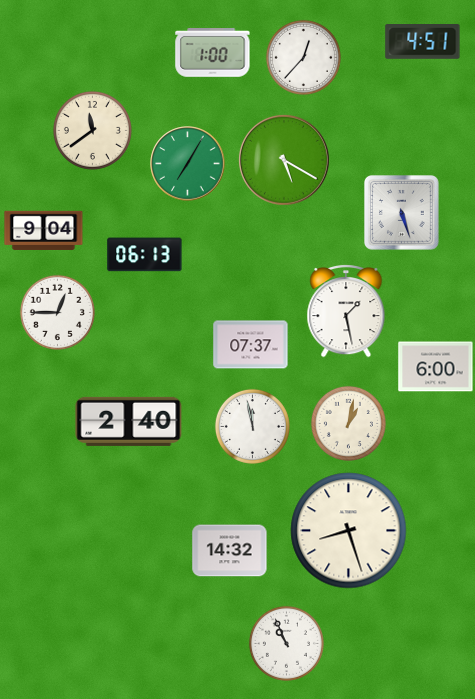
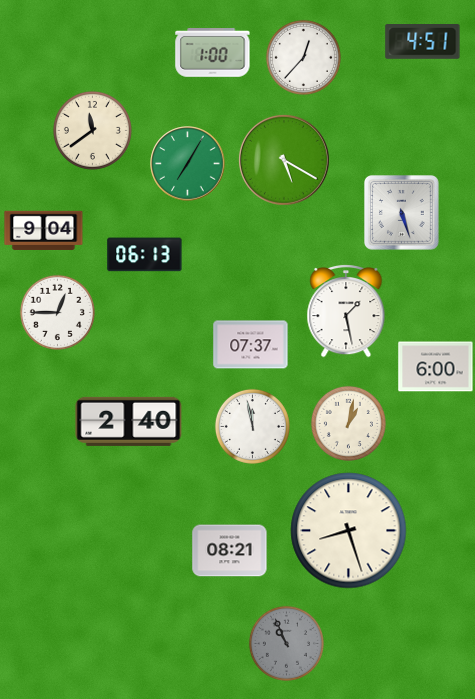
clock at (230, 551): 14:32 -> 08:21
clock at (286, 643) dial: white -> grey
